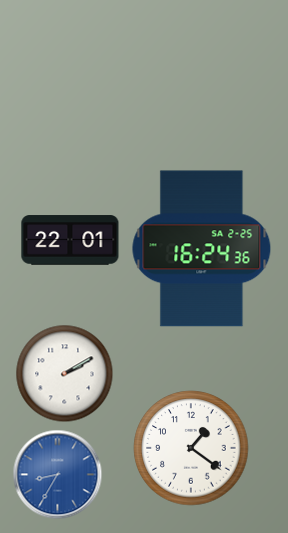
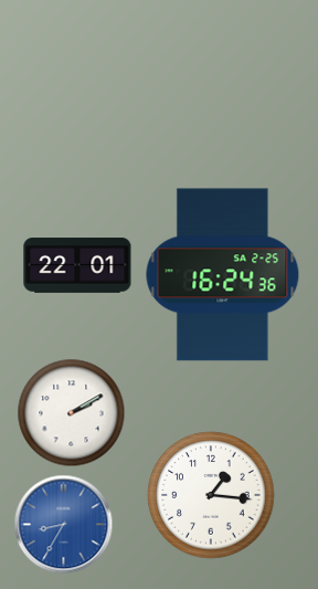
clock at (191, 448): 1:21 -> 1:16
